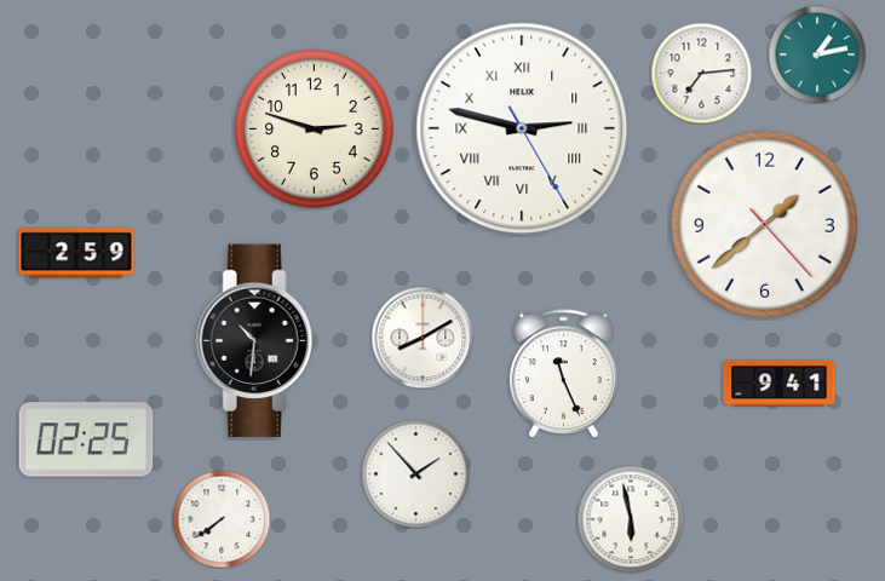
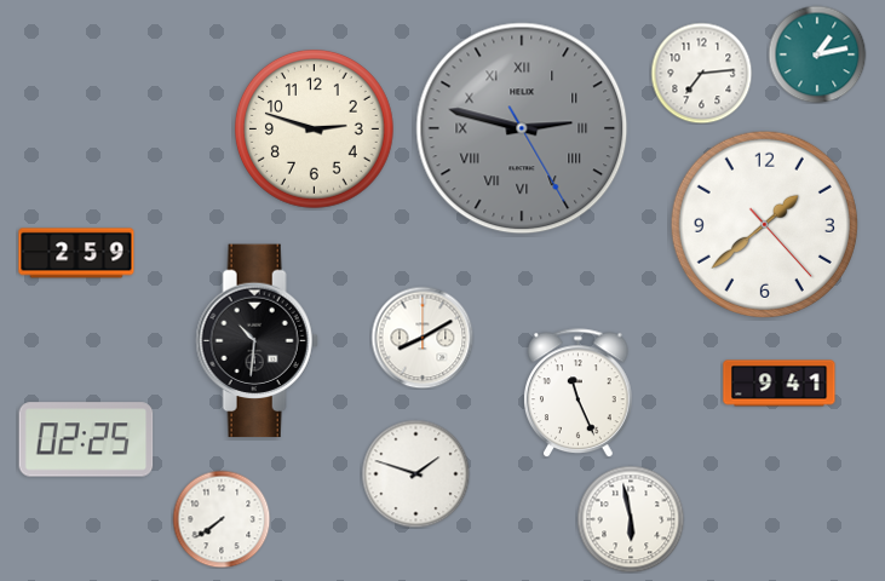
clock at (522, 128) dial: white -> grey
clock at (564, 374) position: (564, 374) -> (579, 393)
clock at (415, 473): 1:53 -> 1:48
